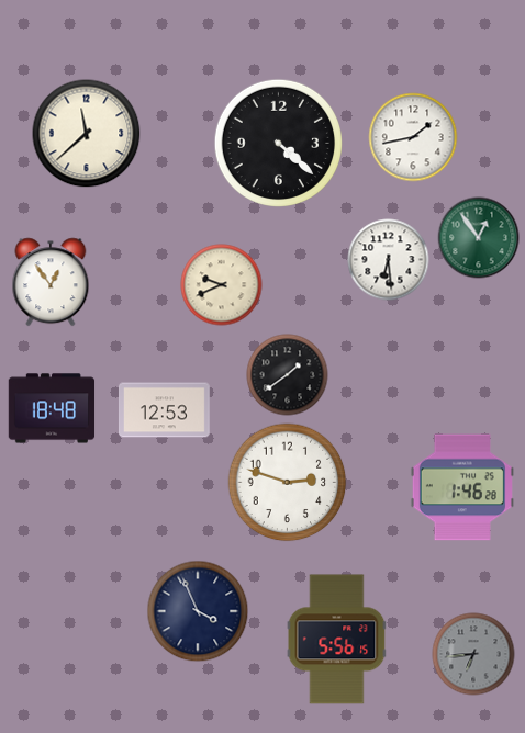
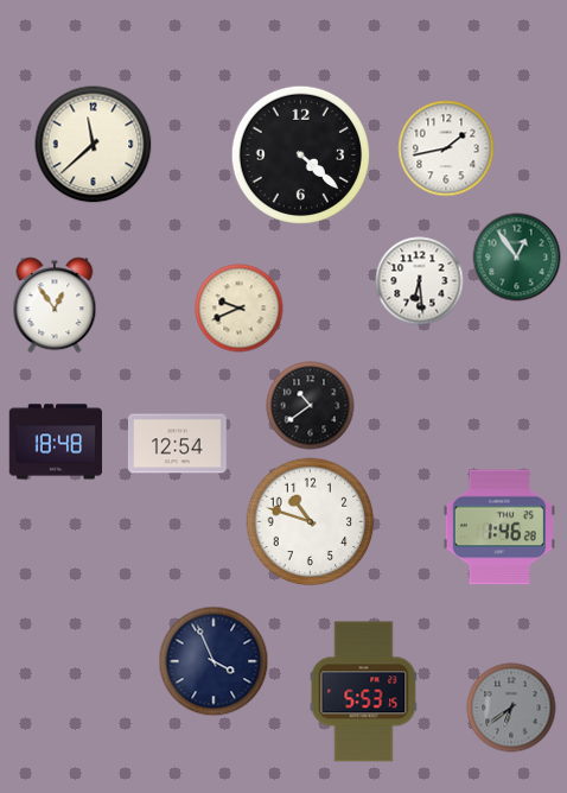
clock at (288, 375): 1:39 -> 10:39
clock at (165, 410): 12:53 -> 12:54
clock at (288, 483): 2:48 -> 10:48
clock at (337, 640): 5:56 -> 5:53
clock at (473, 654): 6:44 -> 6:39
